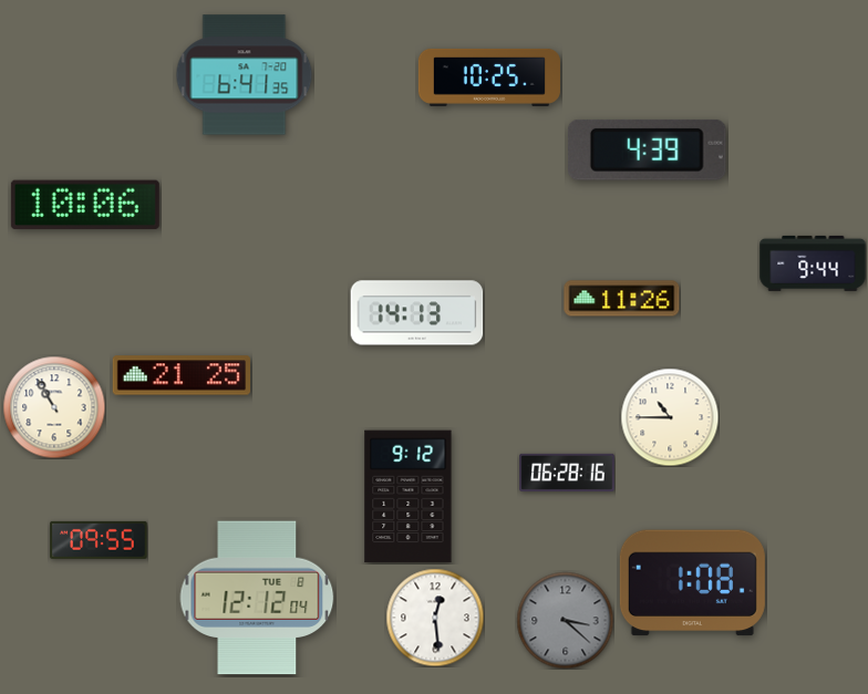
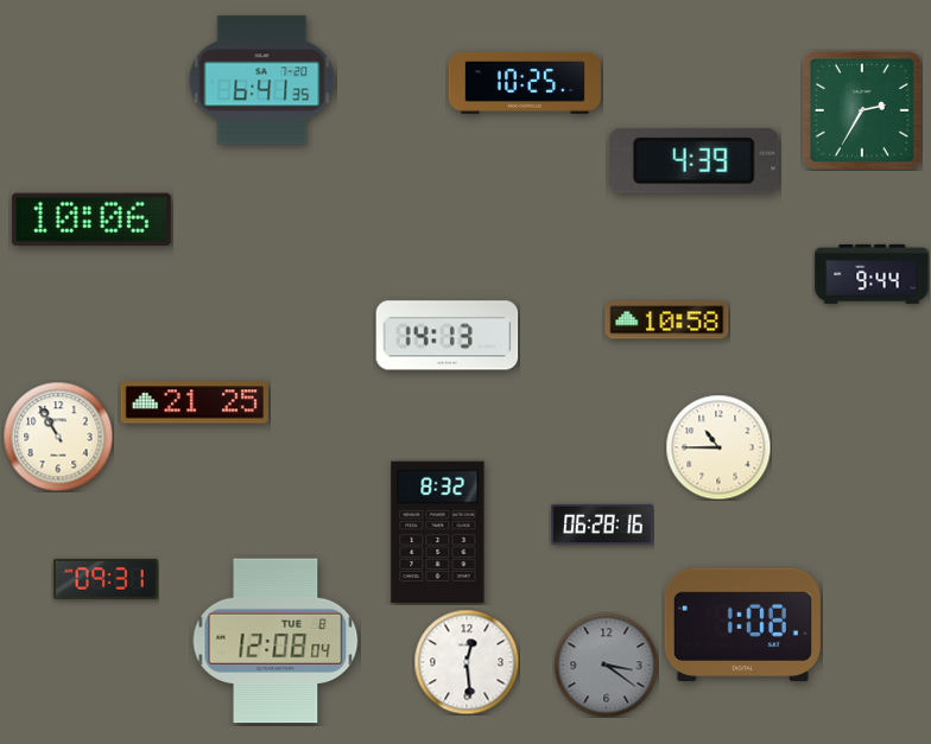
clock at (862, 110): none -> 2:35
clock at (813, 263) position: (813, 263) -> (872, 274)
clock at (622, 299): 11:26 -> 10:58
clock at (567, 472) position: (567, 472) -> (602, 523)
clock at (409, 497): 9:12 -> 8:32
clock at (99, 540): 09:55 -> 09:31
clock at (257, 598): 12:12 -> 12:08
clock at (565, 620): 3:22 -> 3:21
